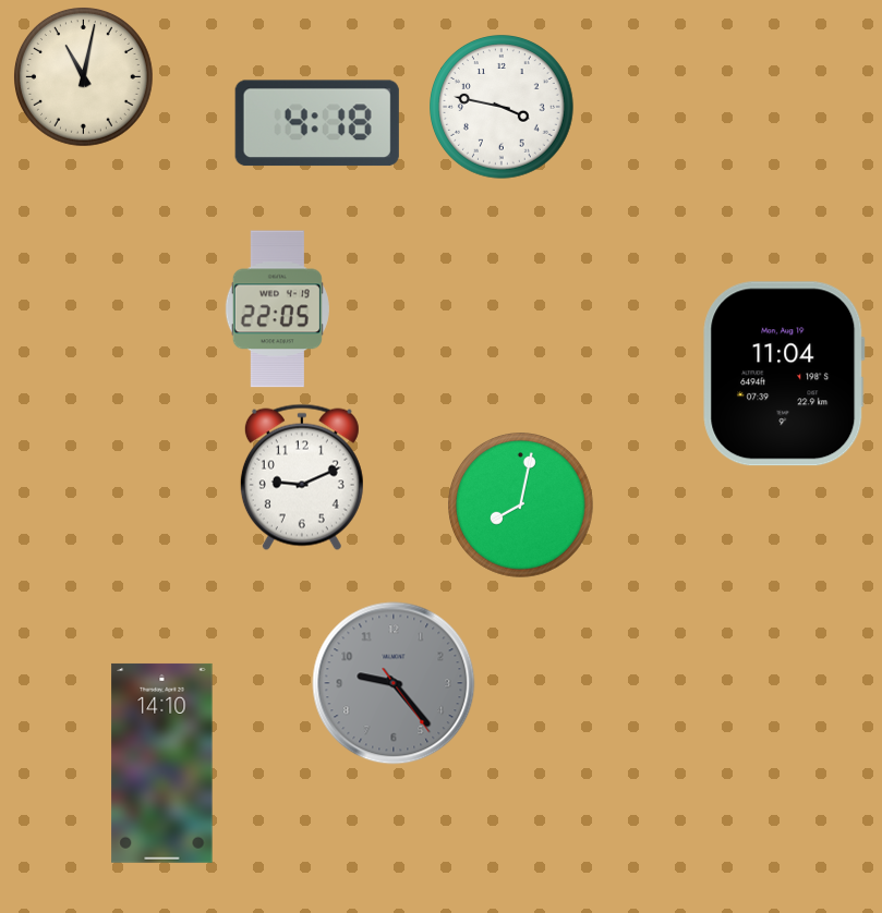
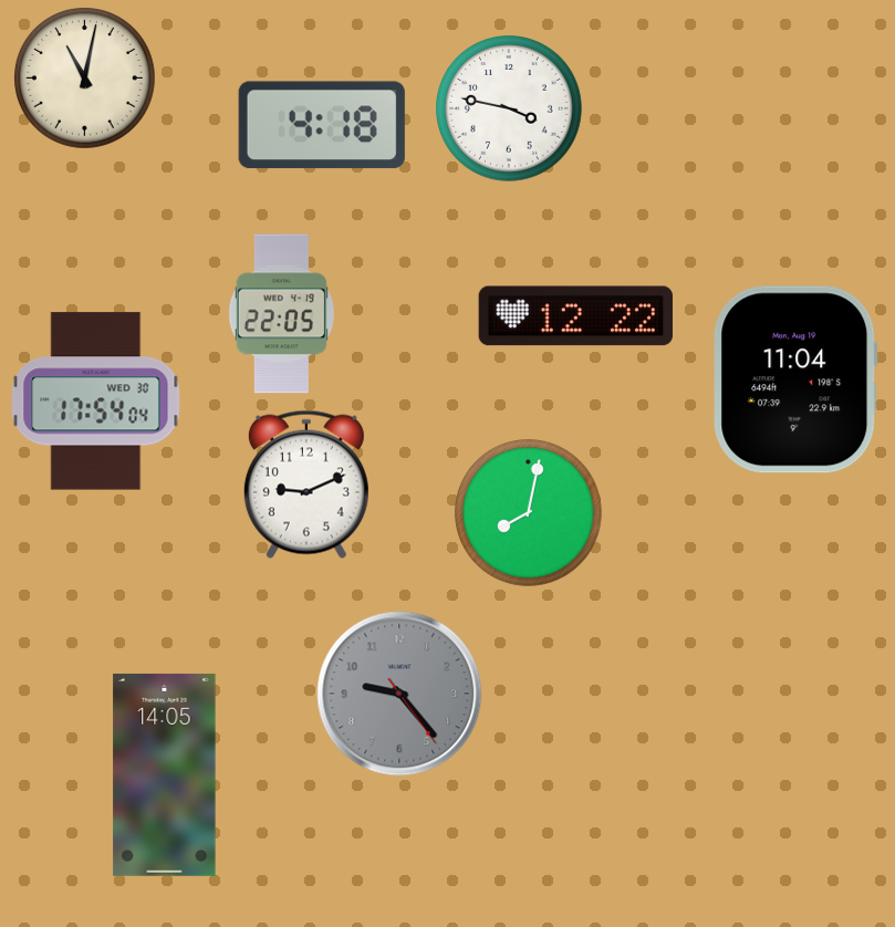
clock at (575, 316): none -> 12:22
clock at (96, 402): none -> 17:54
clock at (162, 763): 14:10 -> 14:05
